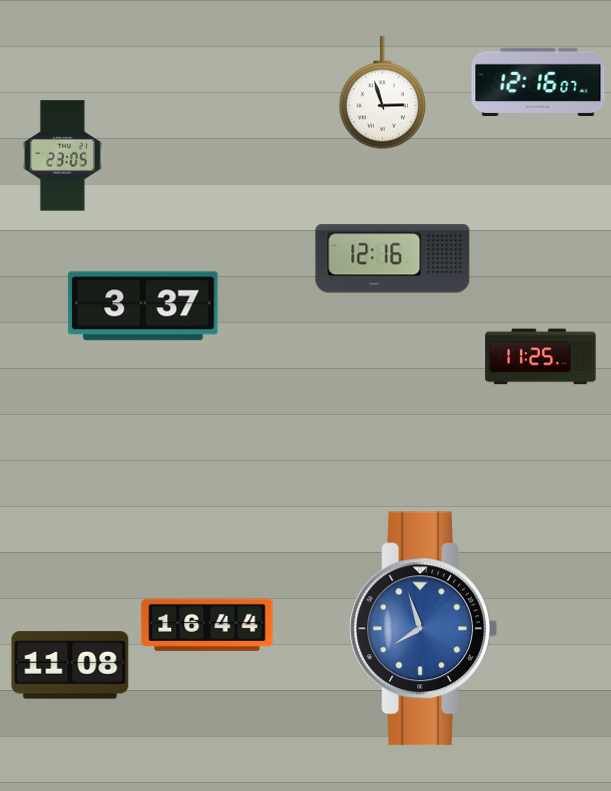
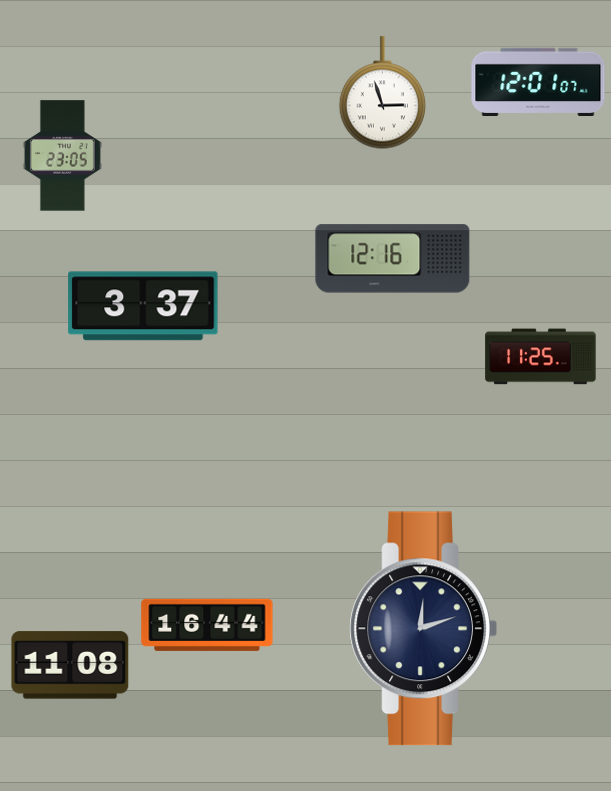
clock at (538, 81): 12:16 -> 12:01
clock at (423, 629): 7:57 -> 12:12
clock at (423, 629) dial: blue -> navy
